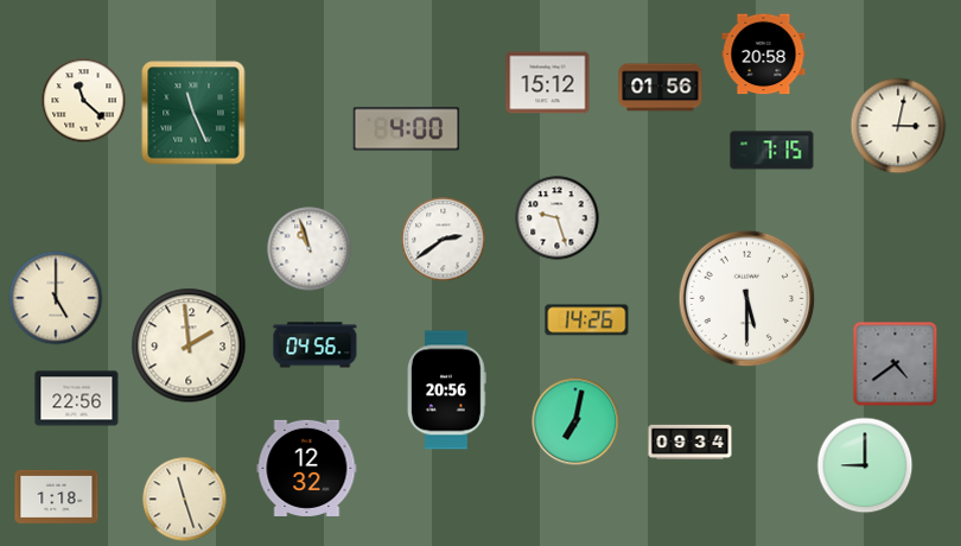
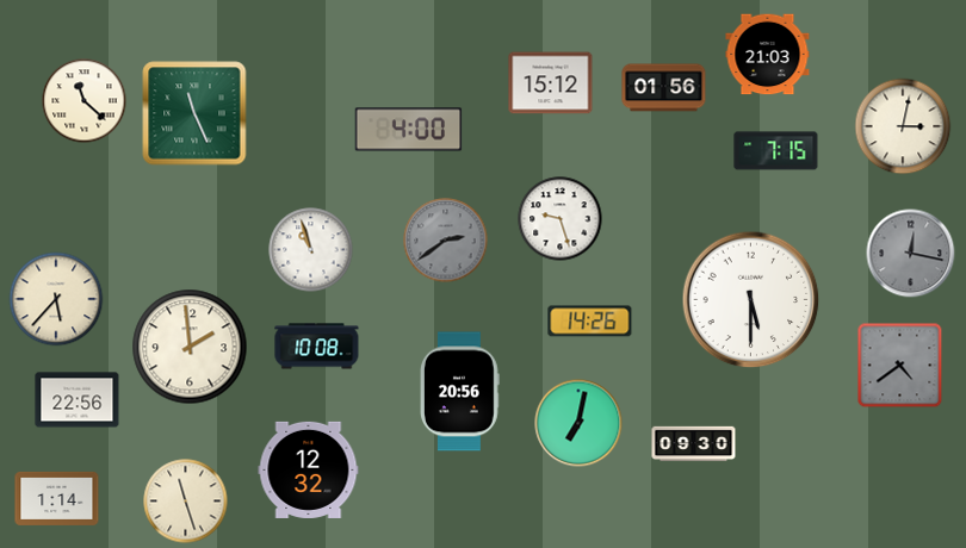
clock at (764, 55): 20:58 -> 21:03
clock at (444, 240) dial: white -> grey
clock at (911, 254): none -> 12:17
clock at (56, 298): 5:00 -> 5:37
clock at (316, 345): 04:56 -> 10:08
clock at (447, 391) position: (447, 391) -> (460, 392)
clock at (690, 443): 09:34 -> 09:30
clock at (865, 465): 9:00 -> none
clock at (57, 496): 1:18 -> 1:14
